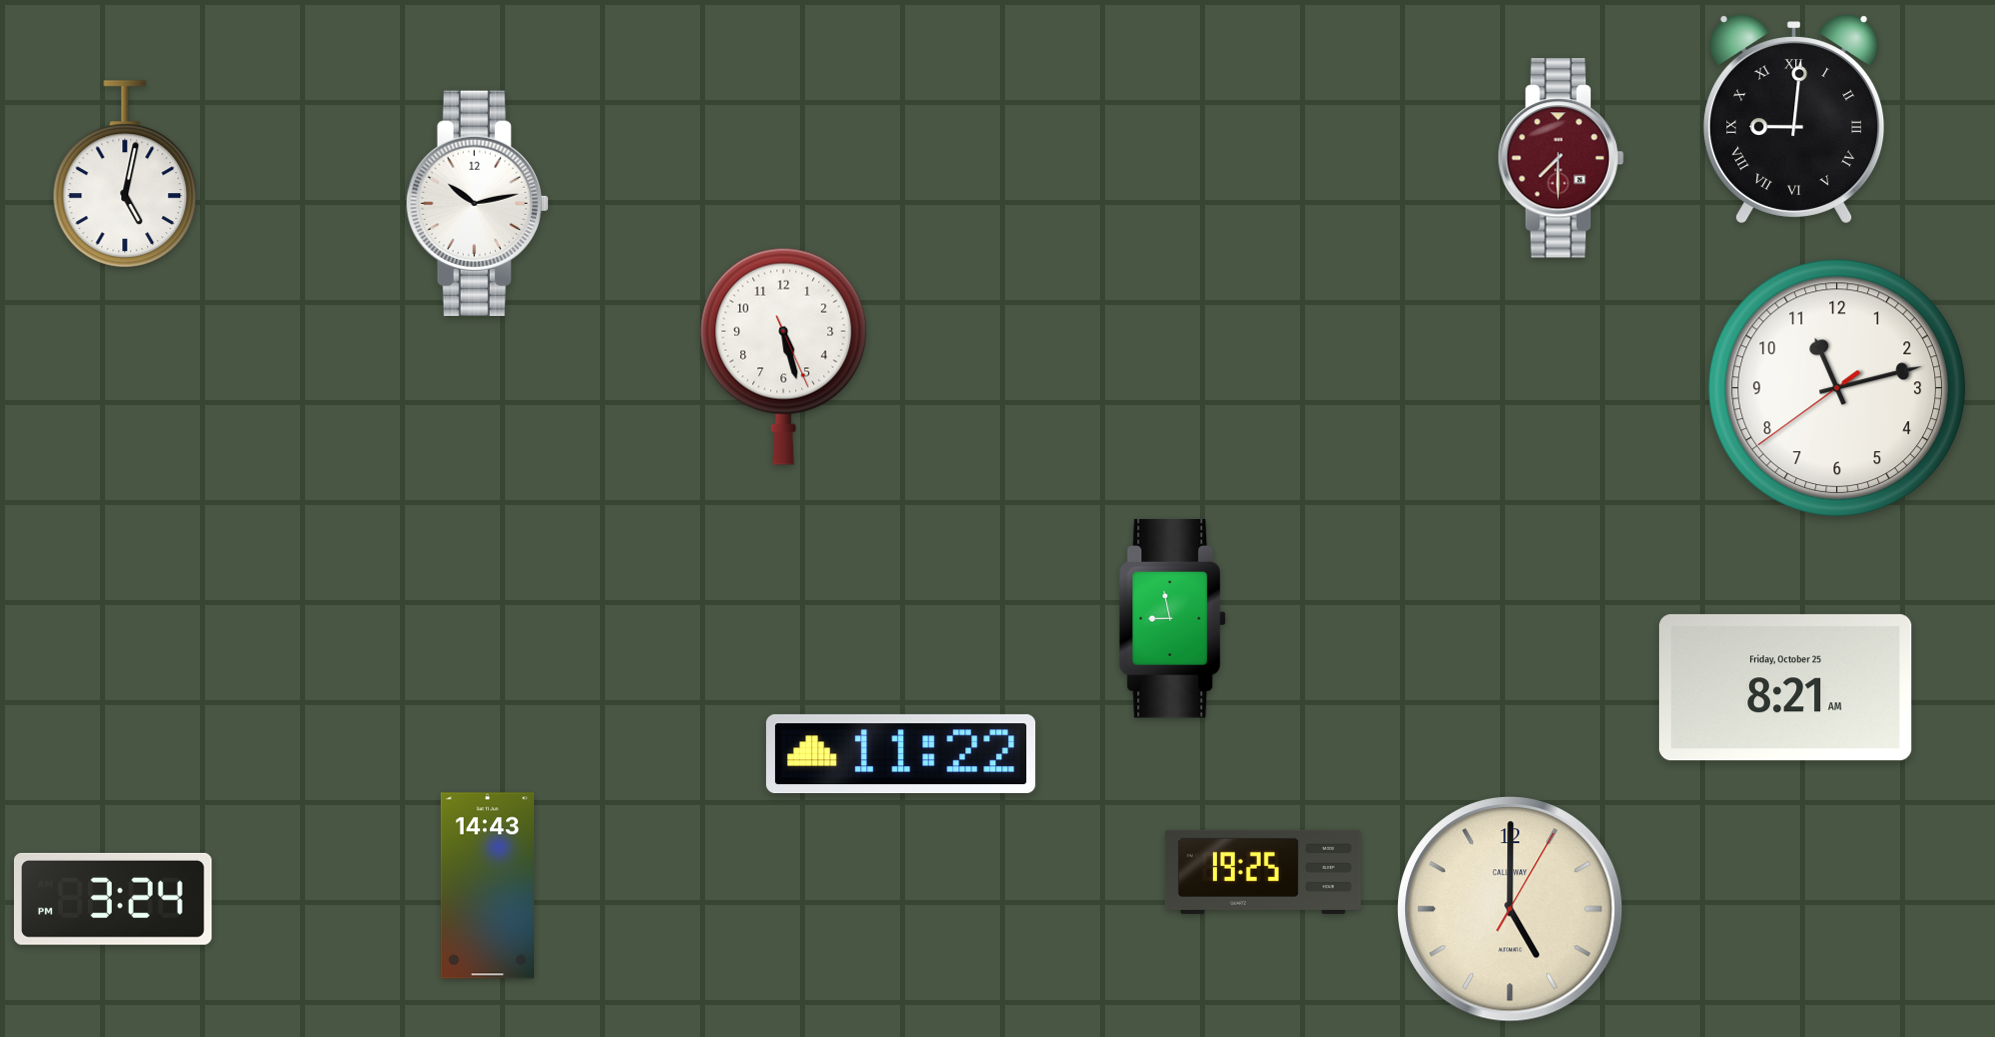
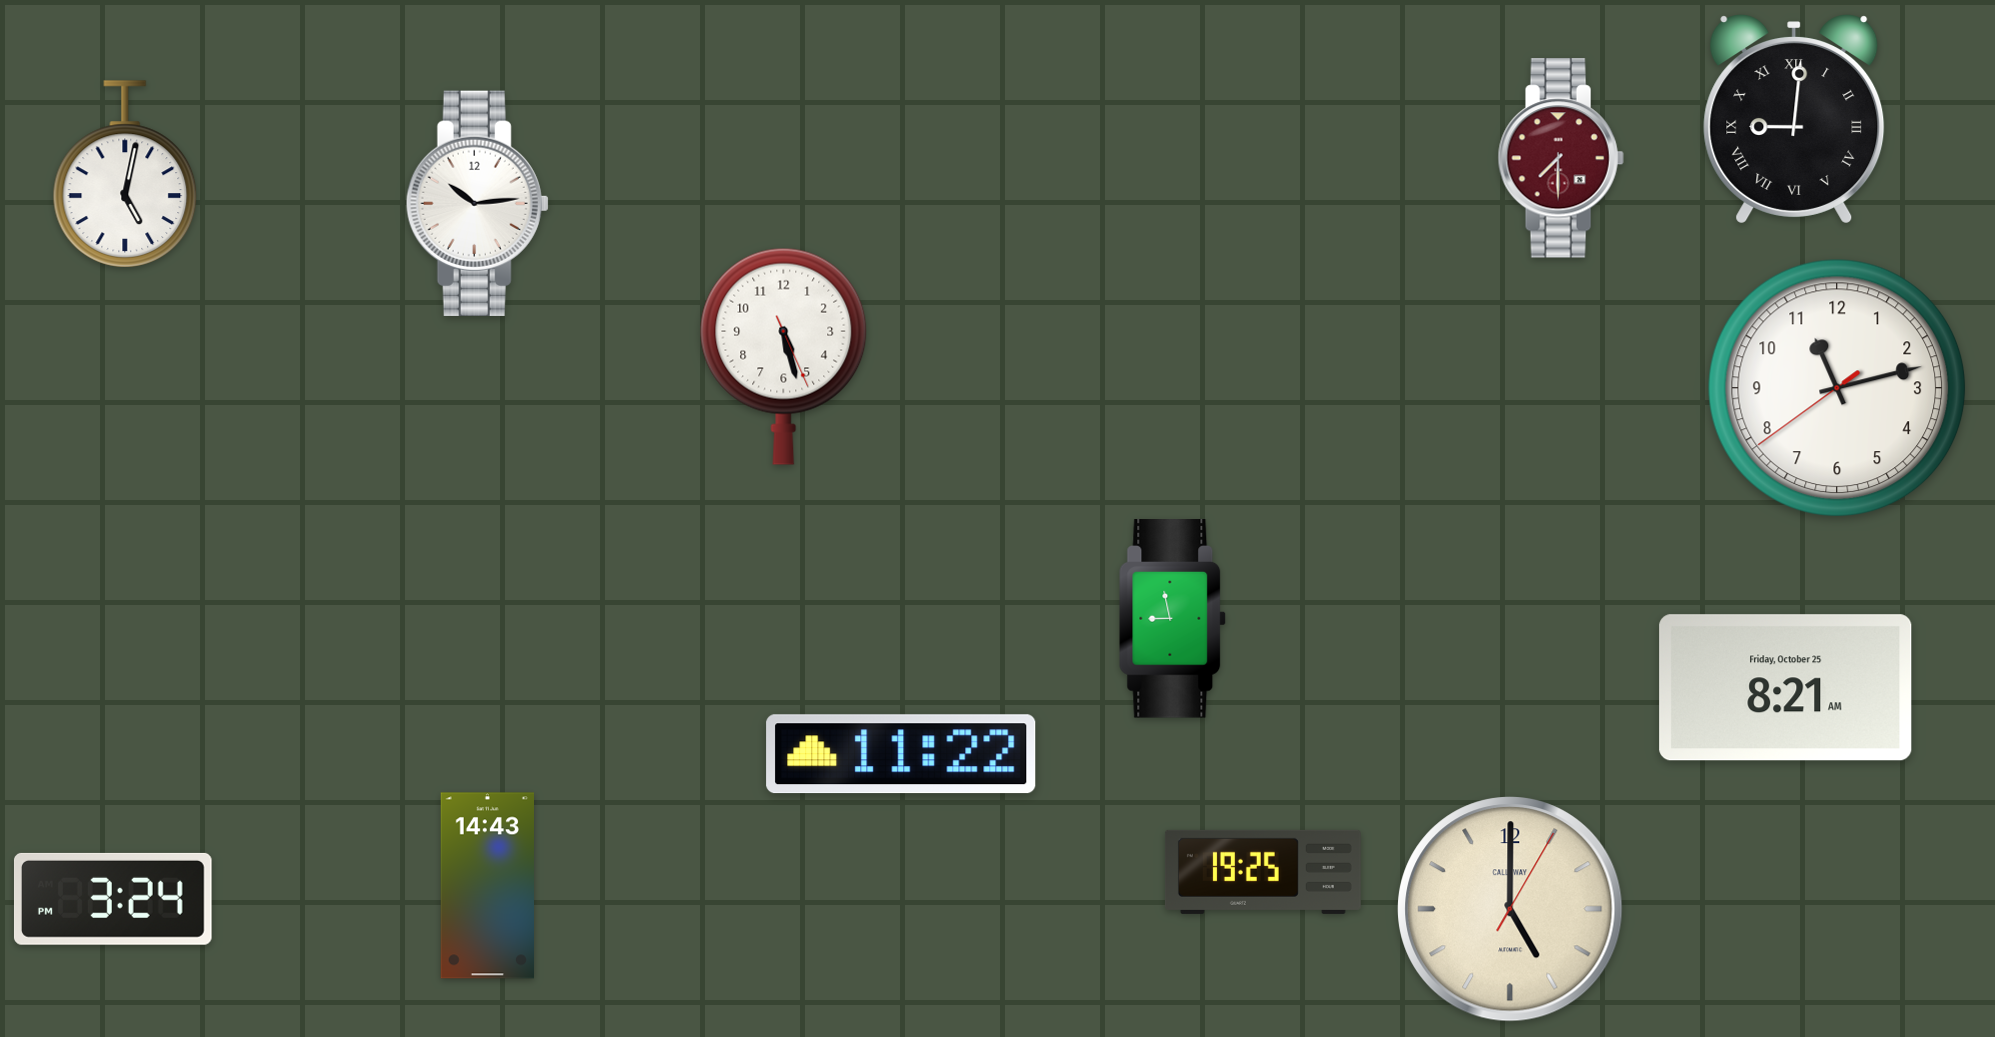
clock at (477, 203): 10:13 -> 10:14
